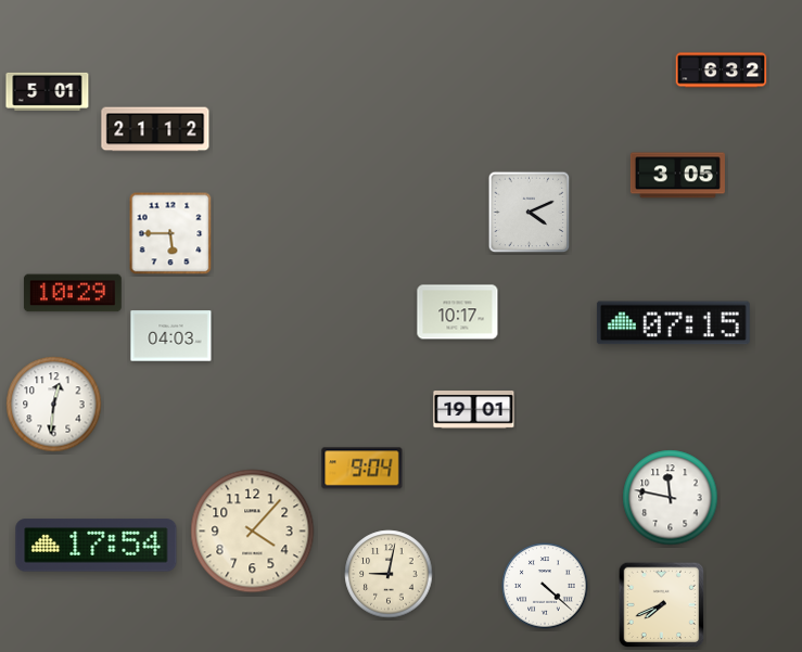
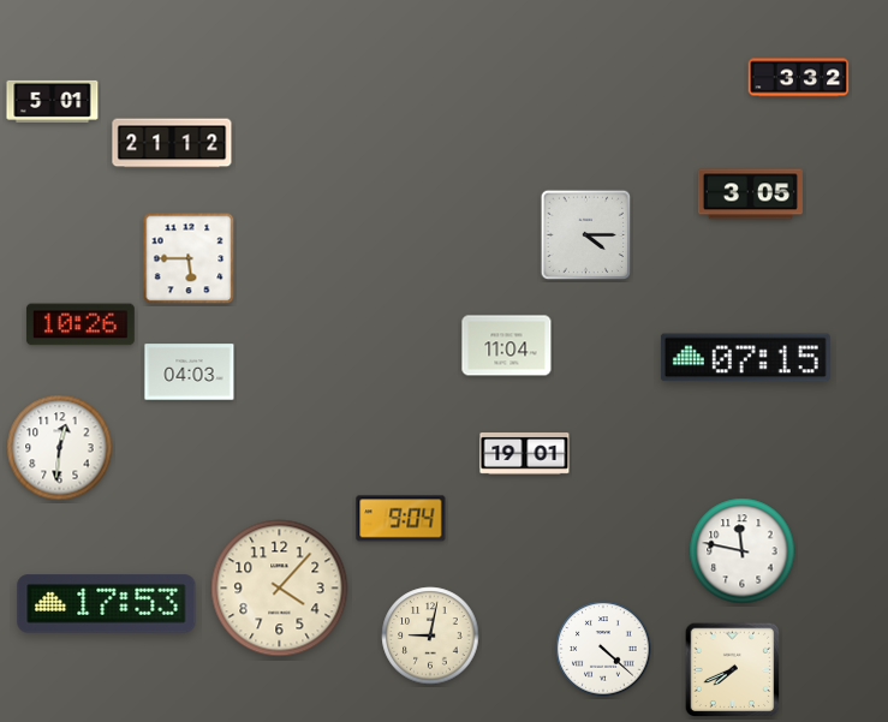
clock at (722, 71): 6:32 -> 3:32
clock at (530, 213): 4:11 -> 4:15
clock at (73, 293): 10:29 -> 10:26
clock at (458, 312): 10:17 -> 11:04
clock at (97, 546): 17:54 -> 17:53
